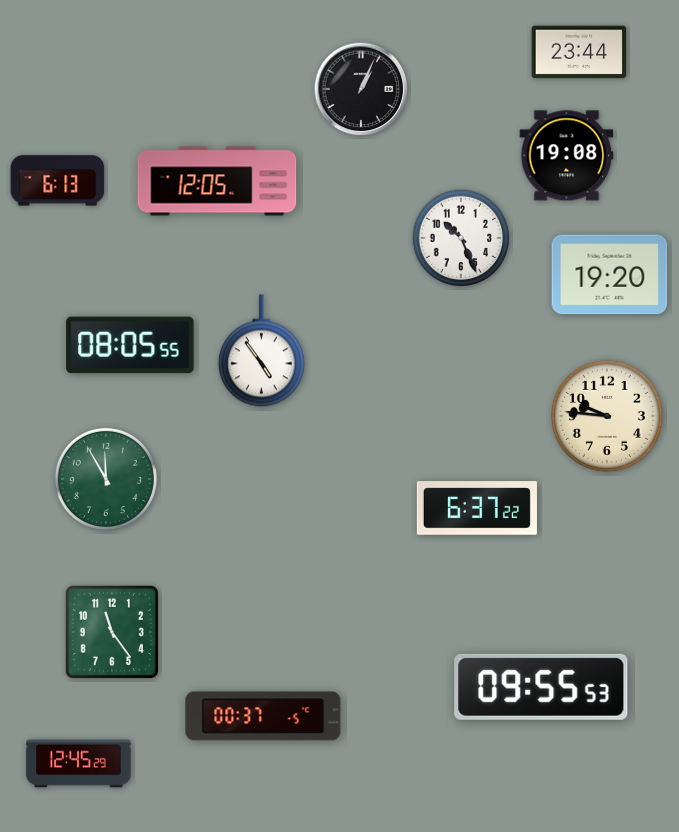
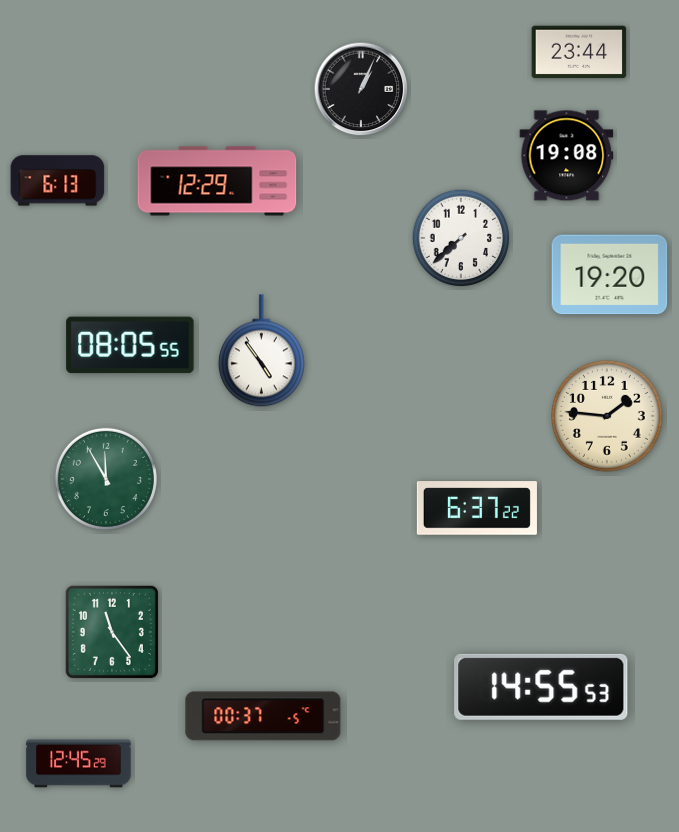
clock at (217, 181): 12:05 -> 12:29
clock at (461, 238): 10:26 -> 7:38
clock at (607, 416): 9:46 -> 1:46
clock at (541, 687): 09:55 -> 14:55
